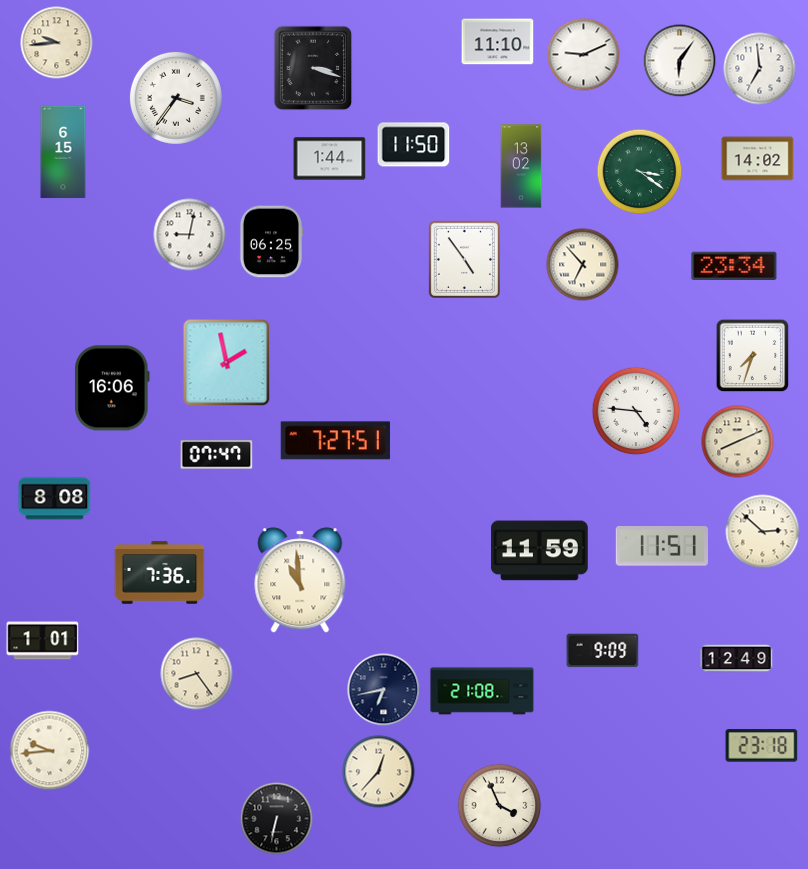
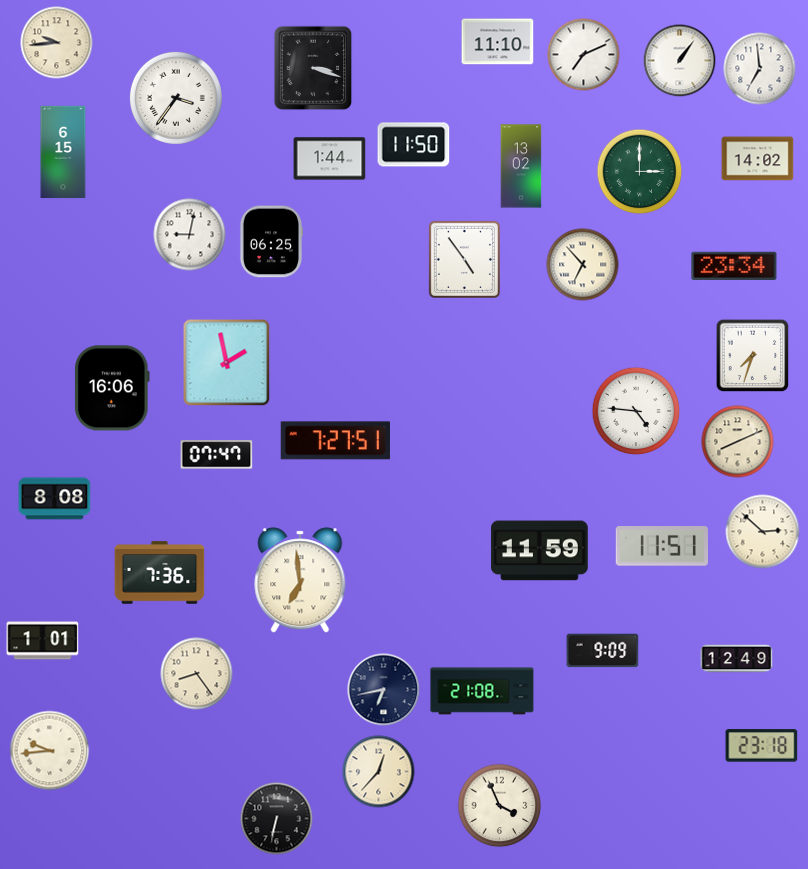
clock at (584, 55): 9:11 -> 7:11
clock at (680, 61): 6:06 -> 1:06
clock at (640, 172): 3:21 -> 3:00
clock at (300, 580): 10:59 -> 6:59
